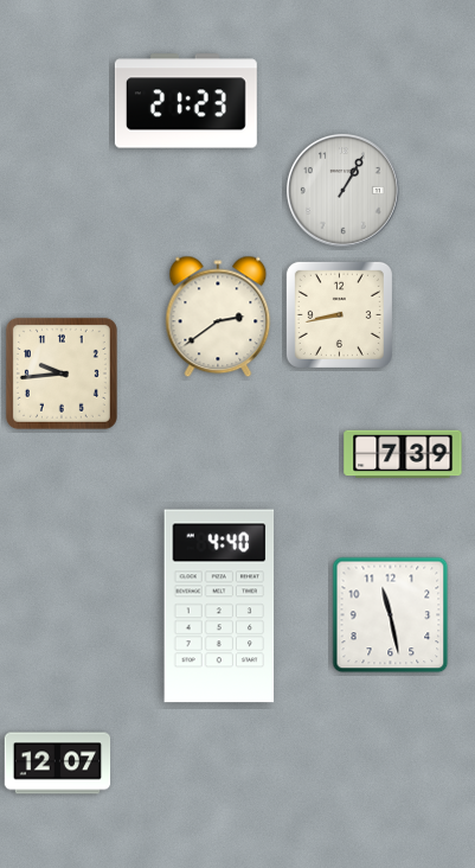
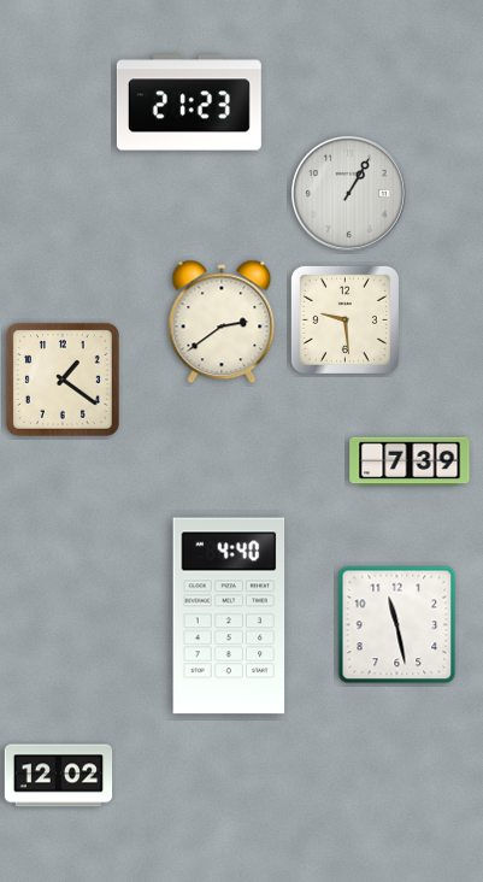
clock at (339, 314): 8:43 -> 9:29
clock at (62, 374): 9:44 -> 1:21
clock at (219, 606) position: (219, 606) -> (229, 616)
clock at (58, 764): 12:07 -> 12:02
